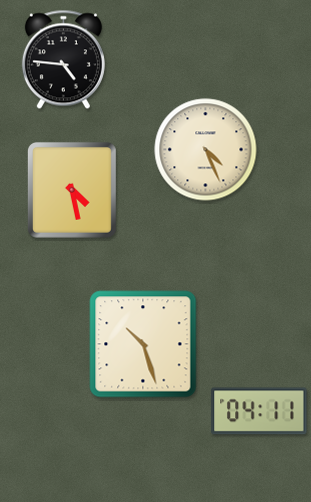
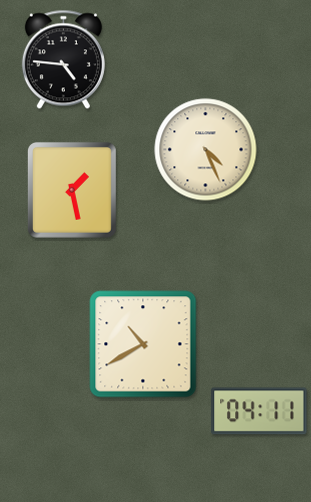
clock at (72, 190): 4:28 -> 1:28
clock at (143, 344): 10:27 -> 10:40
